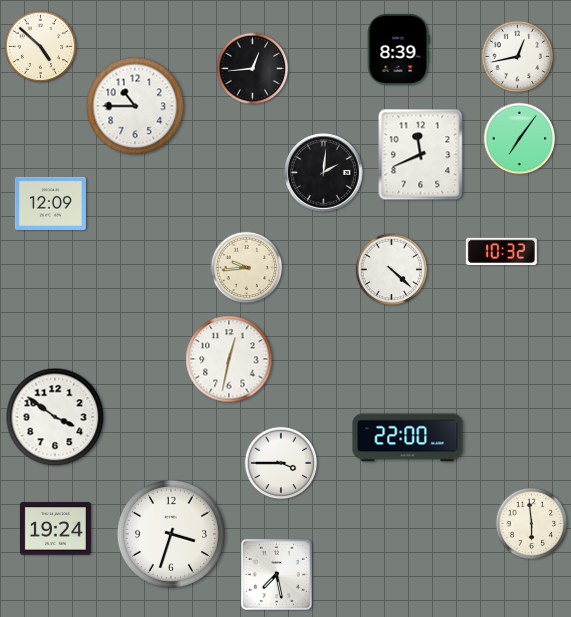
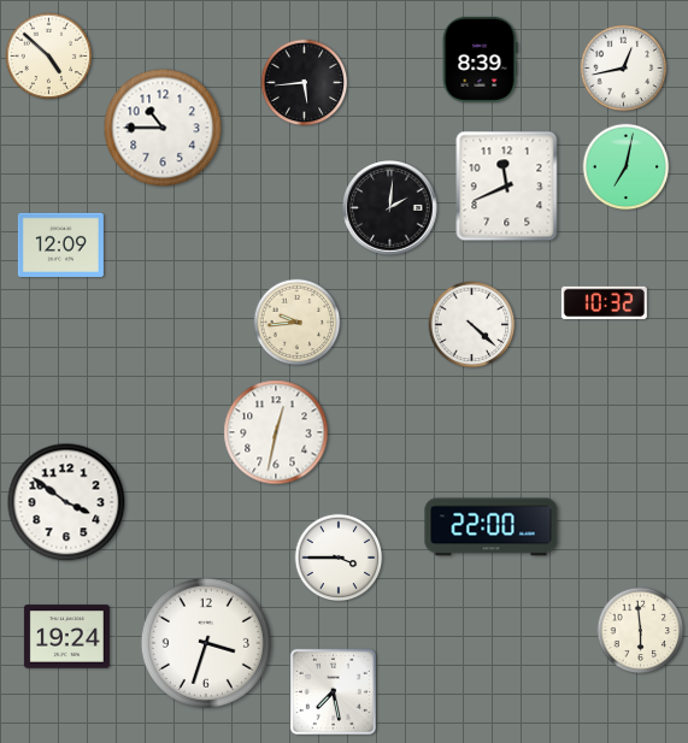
clock at (253, 69): 12:44 -> 5:44
clock at (520, 139): 7:06 -> 7:02
